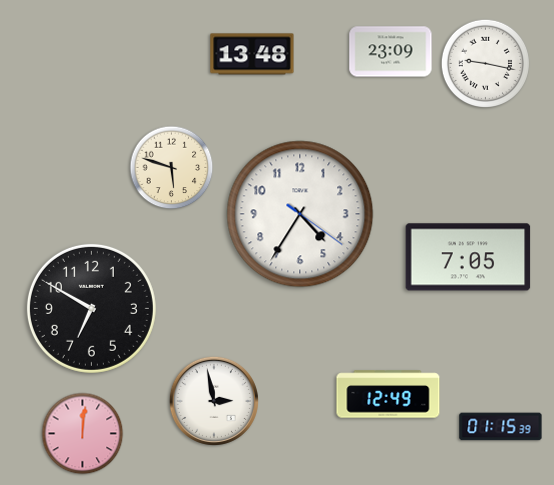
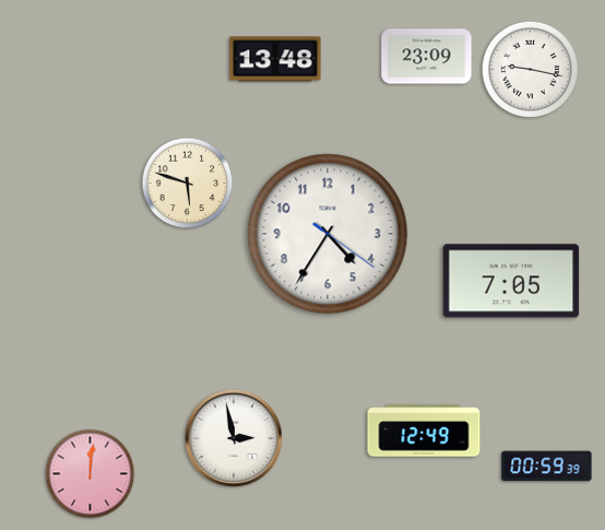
clock at (91, 308): 6:50 -> none
clock at (501, 427): 01:15 -> 00:59
